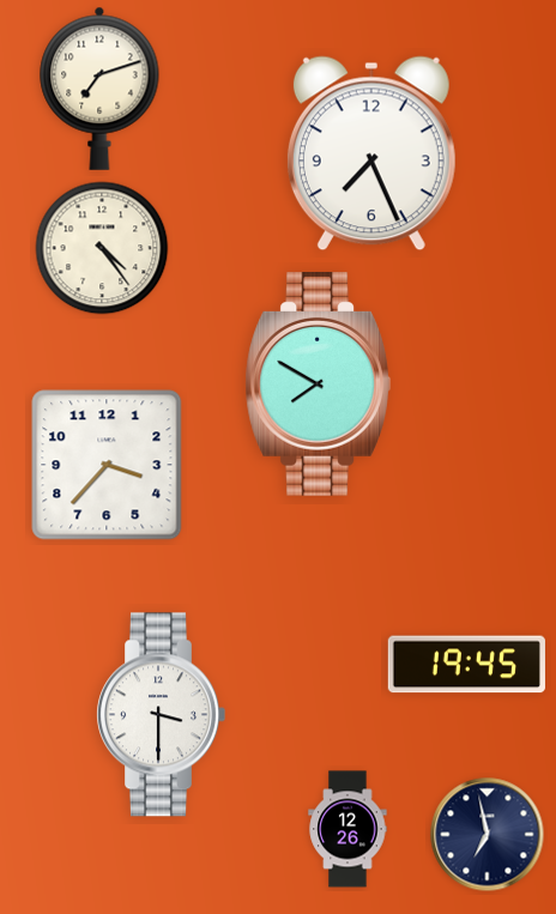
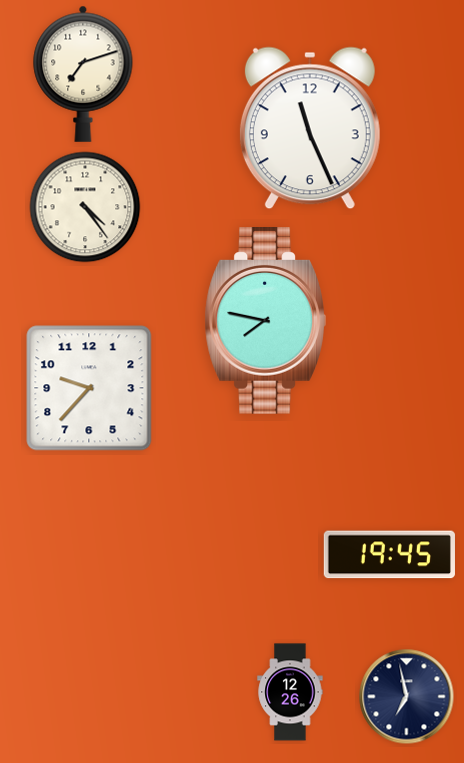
clock at (371, 153): 7:26 -> 11:26
clock at (318, 385): 7:50 -> 7:47
clock at (107, 465): 3:37 -> 9:37
clock at (161, 715): 3:30 -> none
